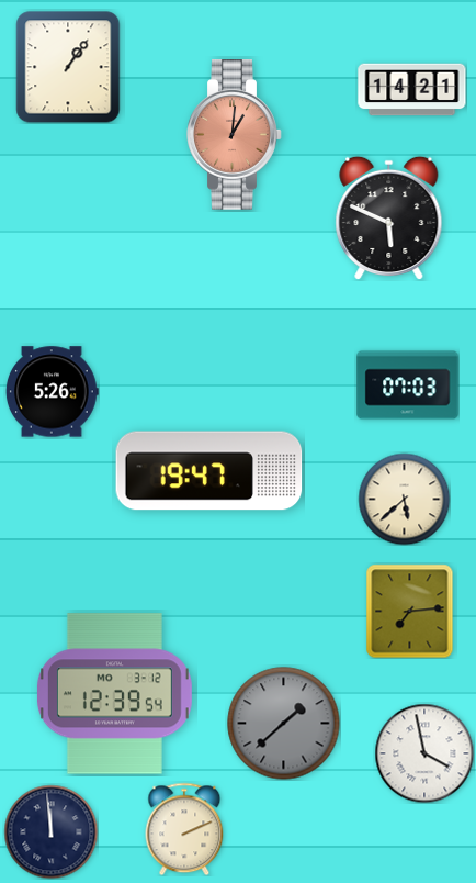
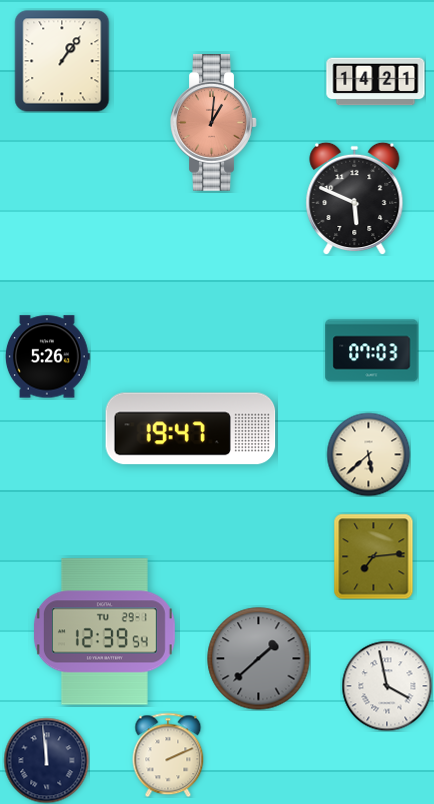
clock at (114, 694) date: MO 3-12 -> TU 29-1
clock at (50, 831) position: (50, 831) -> (46, 760)
